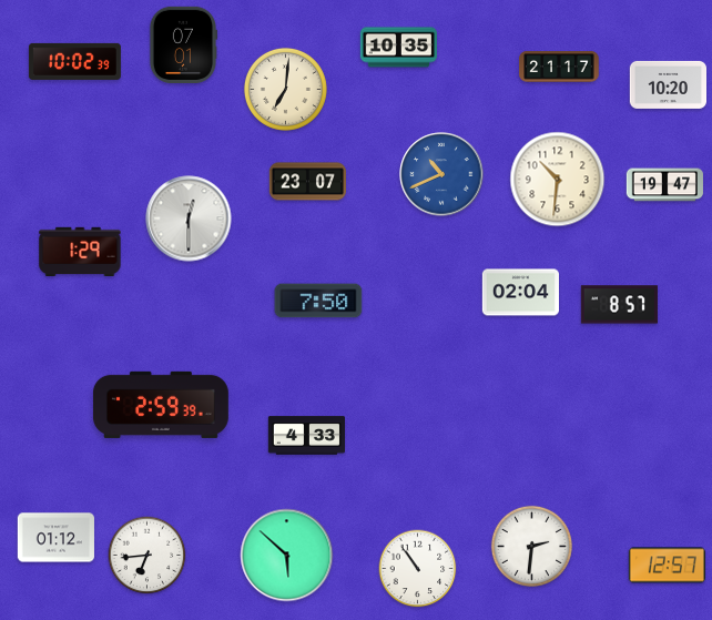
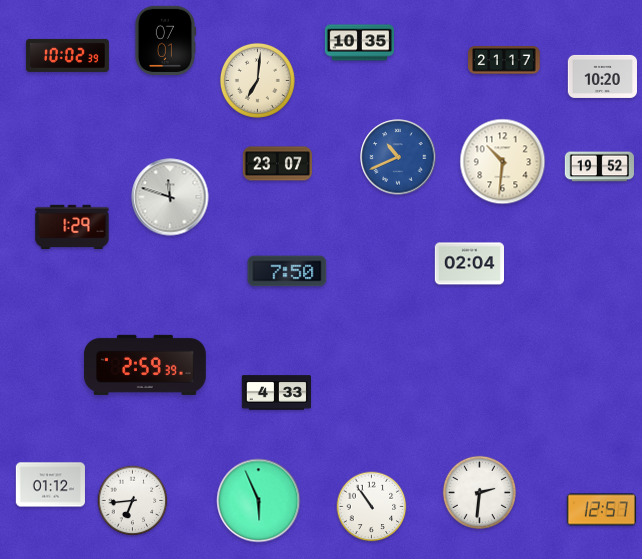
clock at (664, 185): 19:47 -> 19:52
clock at (189, 218): 12:30 -> 11:48
clock at (619, 305): 8:57 -> none
clock at (287, 556): 5:52 -> 5:56
clock at (418, 569) position: (418, 569) -> (372, 507)
